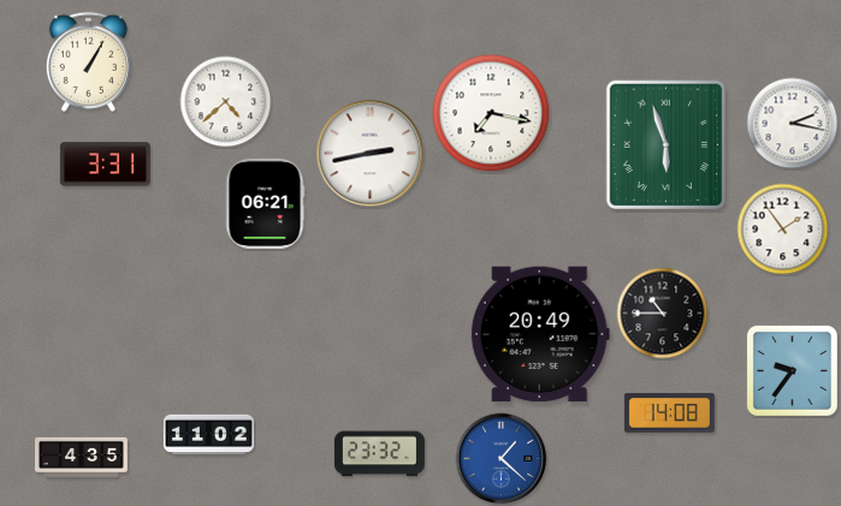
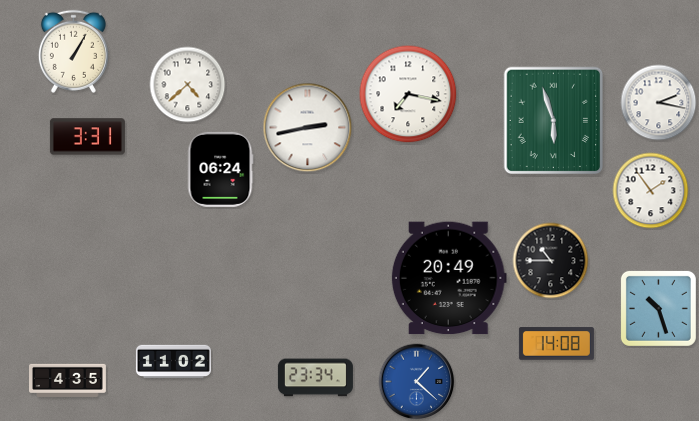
clock at (265, 203): 06:21 -> 06:24
clock at (792, 370): 9:36 -> 10:27
clock at (379, 454): 23:32 -> 23:34
